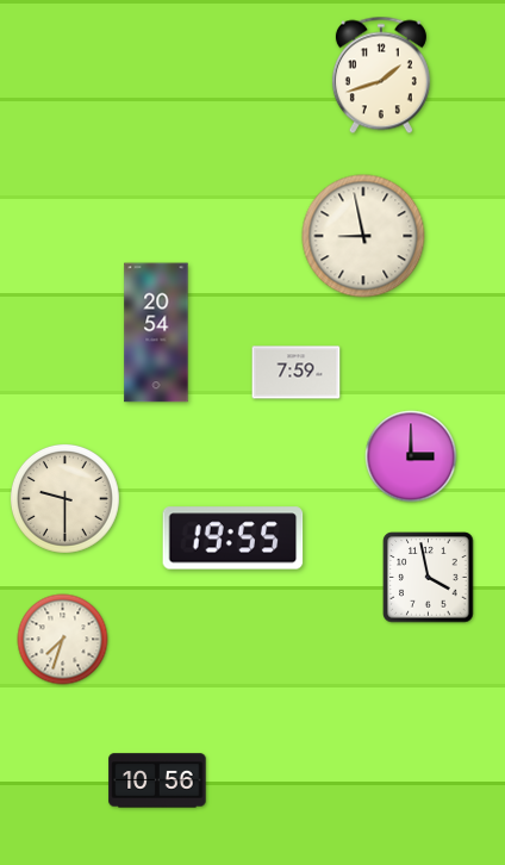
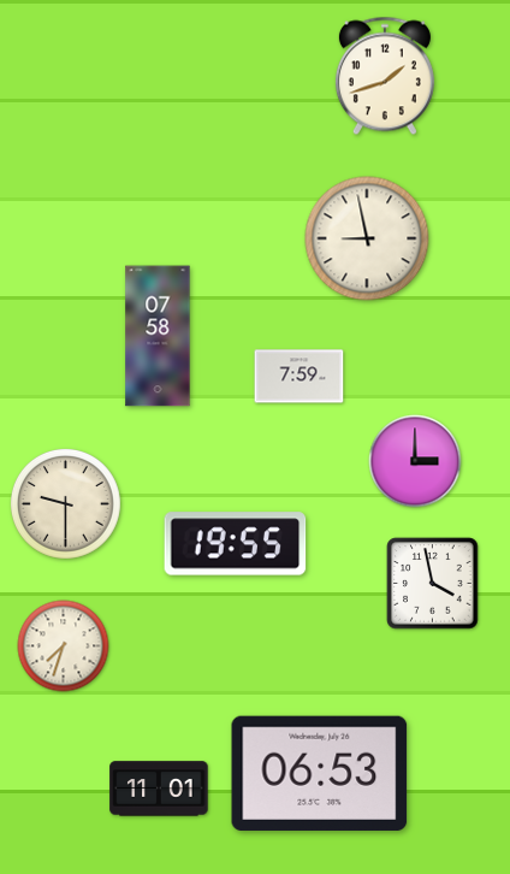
clock at (156, 332): 20:54 -> 07:58
clock at (320, 773): none -> 06:53
clock at (157, 780): 10:56 -> 11:01
